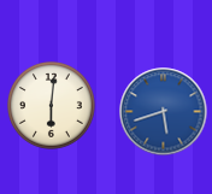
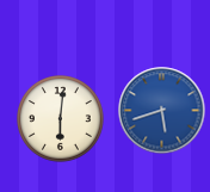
clock at (52, 106) position: (52, 106) -> (61, 119)
